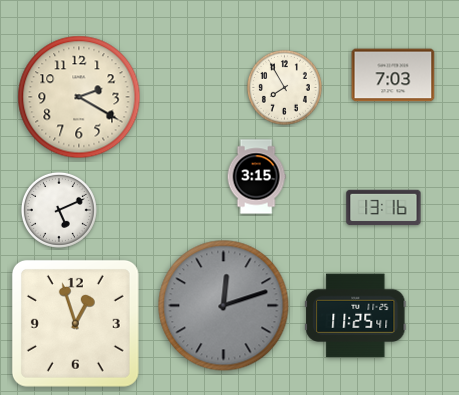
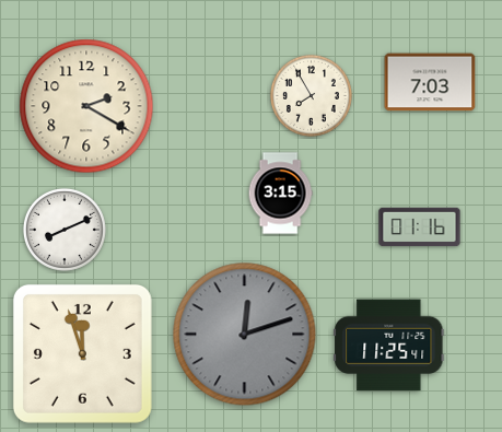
clock at (384, 208): 13:16 -> 01:16
clock at (59, 210): 5:11 -> 8:11
clock at (75, 323): 12:57 -> 11:57
